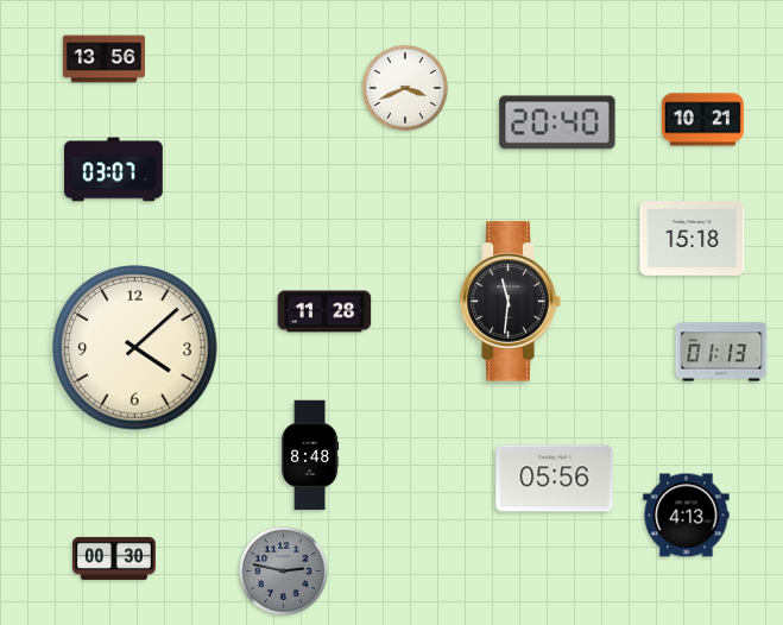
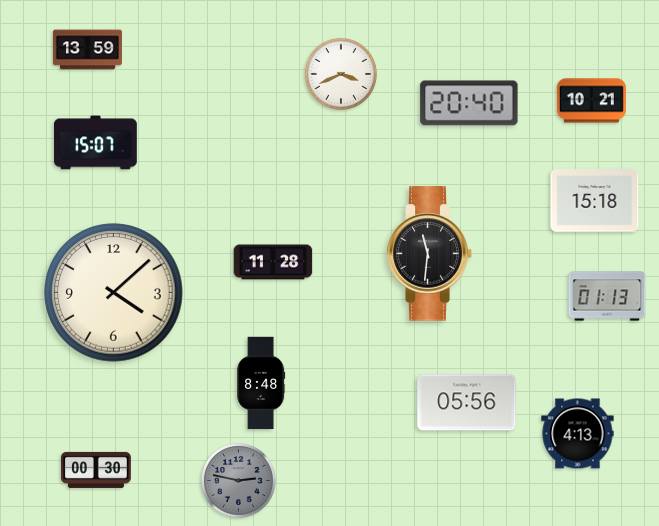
clock at (103, 59): 13:56 -> 13:59
clock at (114, 170): 03:07 -> 15:07
clock at (693, 239) position: (693, 239) -> (595, 201)
